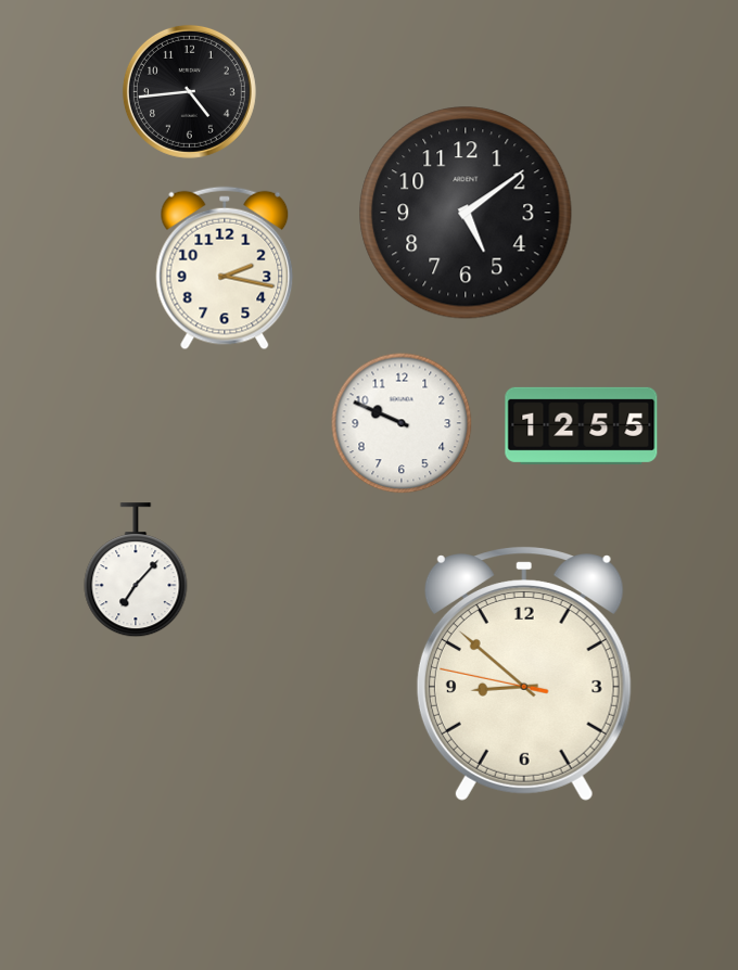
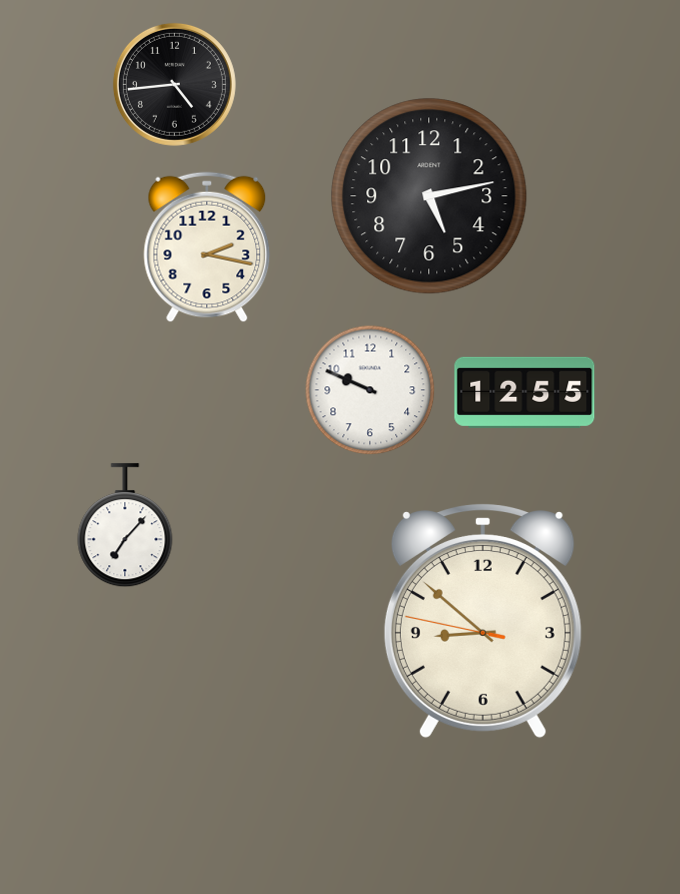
clock at (466, 213): 5:09 -> 5:13
clock at (582, 425) position: (582, 425) -> (525, 392)
